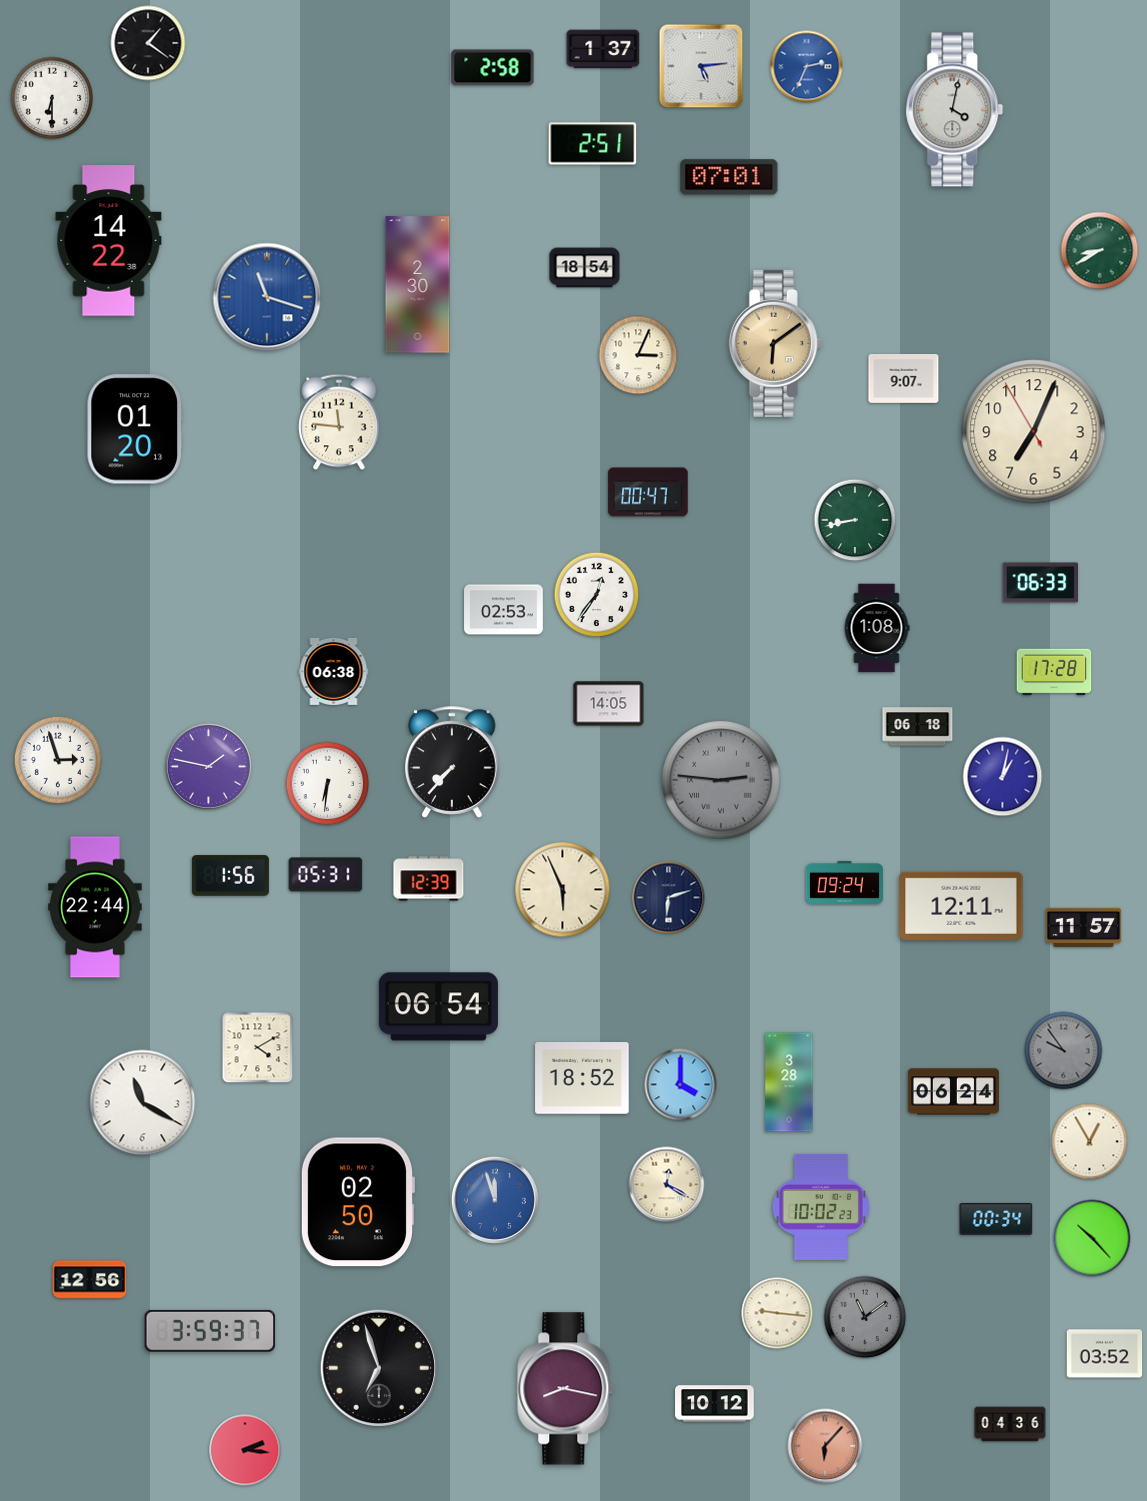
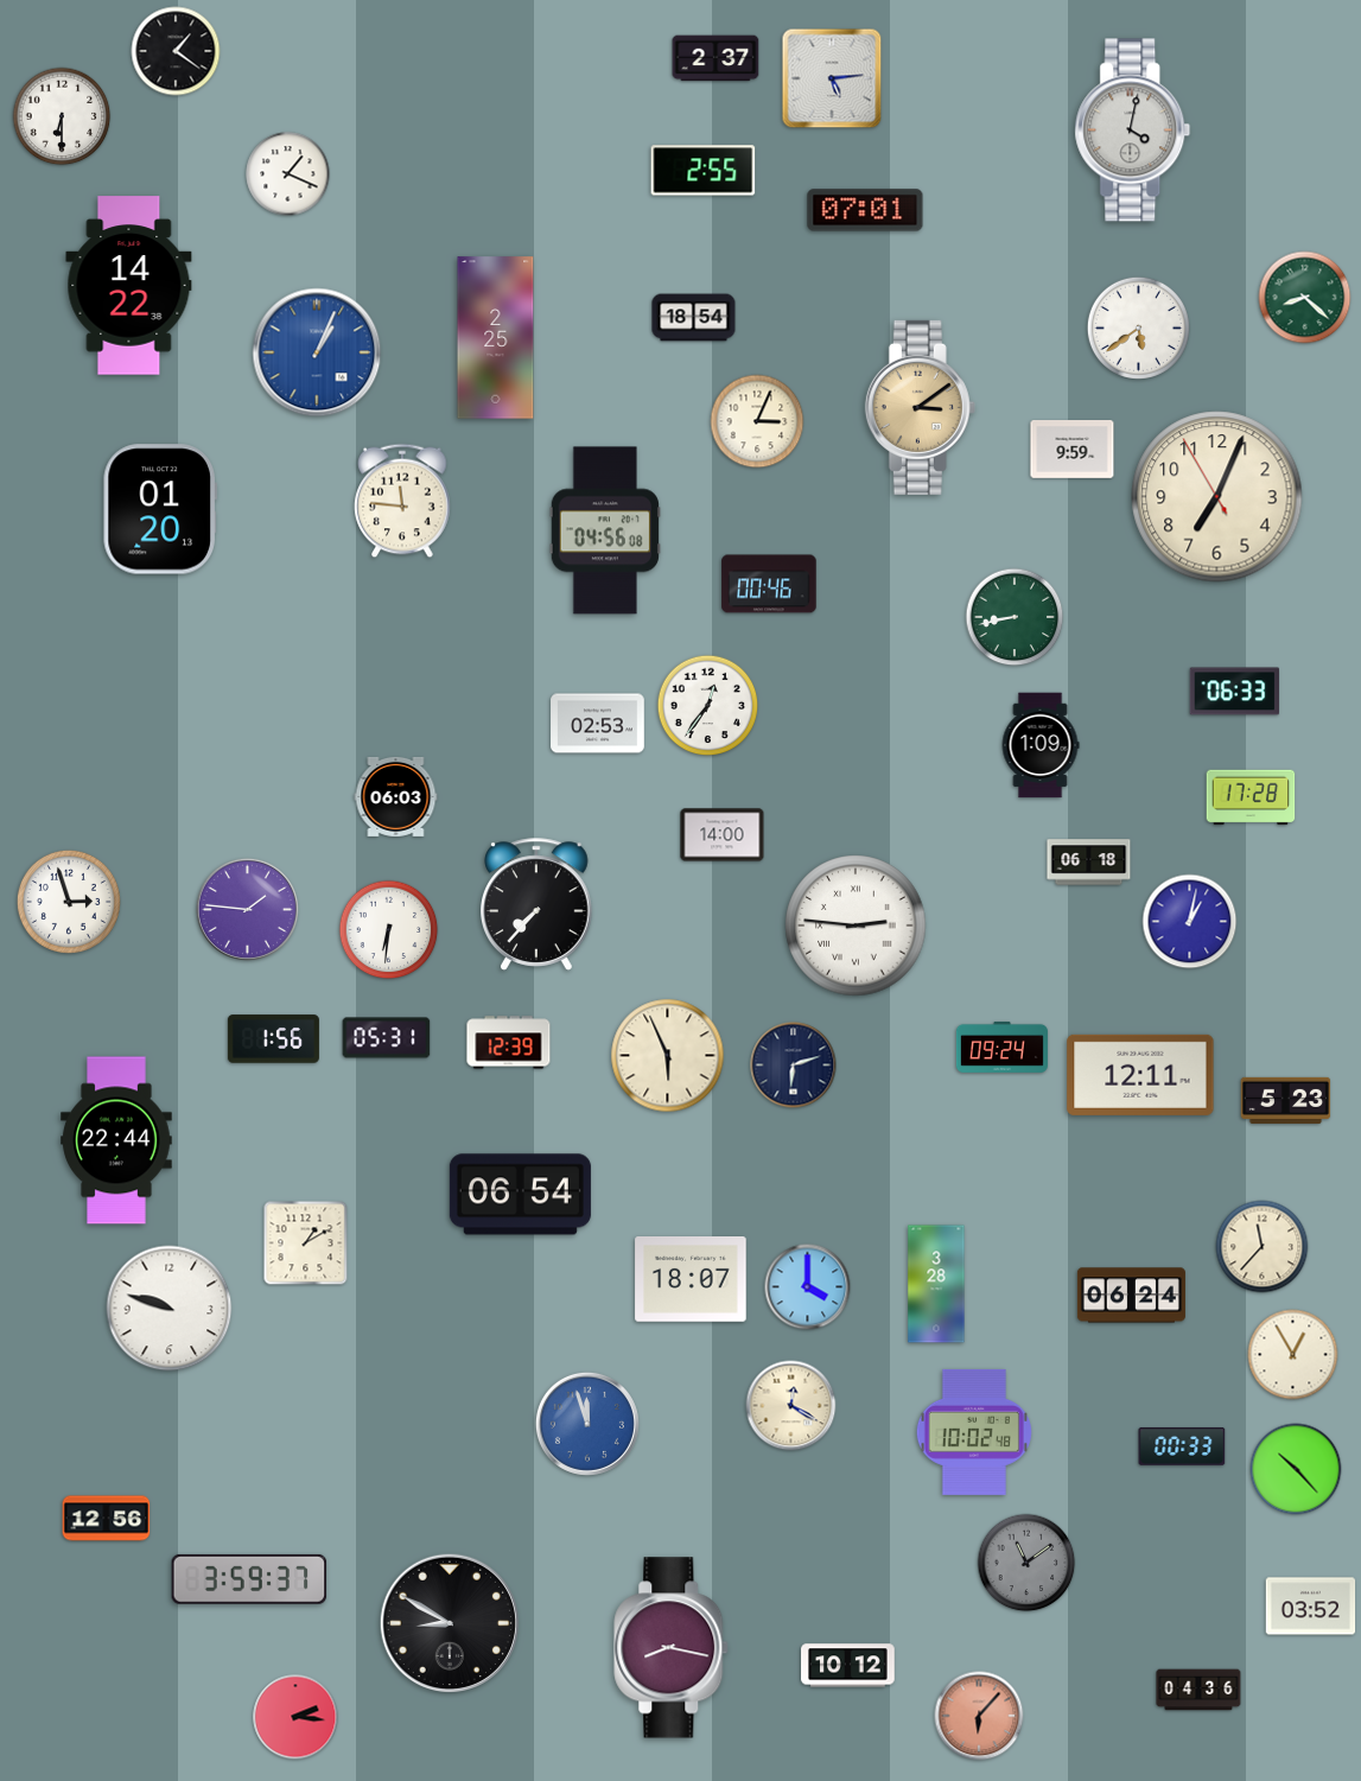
clock at (603, 49): 1:37 -> 2:37
clock at (807, 67): 2:34 -> none
clock at (493, 68): 2:58 -> none
clock at (593, 144): 2:51 -> 2:55
clock at (288, 174): none -> 1:19
clock at (1100, 251): 8:40 -> 8:22
clock at (1138, 327): none -> 5:39
clock at (418, 285): 2:30 -> 2:25
clock at (267, 297): 11:18 -> 1:04
clock at (775, 343): 6:09 -> 3:09
clock at (904, 379): 9:07 -> 9:59
clock at (1034, 432) position: (1034, 432) -> (1217, 497)
clock at (605, 530): none -> 04:56
clock at (648, 492): 00:47 -> 00:46
clock at (877, 628): 1:08 -> 1:09
clock at (334, 671): 06:38 -> 06:03
clock at (609, 704): 14:05 -> 14:00
clock at (208, 766): 1:47 -> 1:46
clock at (721, 780) dial: grey -> white
clock at (95, 907) position: (95, 907) -> (116, 1140)
clock at (1084, 927): 11:57 -> 5:23
clock at (258, 1048): 4:10 -> 1:10
clock at (1064, 1051): 9:54 -> 11:37
clock at (1064, 1051) dial: grey -> cream
clock at (582, 1078): 18:52 -> 18:07
clock at (143, 1103): 11:20 -> 9:48
clock at (357, 1202): 02:50 -> none
clock at (821, 1207): 10:02:23 -> 10:02:48
clock at (996, 1219): 00:34 -> 00:33
clock at (777, 1313): 9:16 -> none
clock at (378, 1367): 6:57 -> 8:50
clock at (245, 1450) position: (245, 1450) -> (295, 1717)
